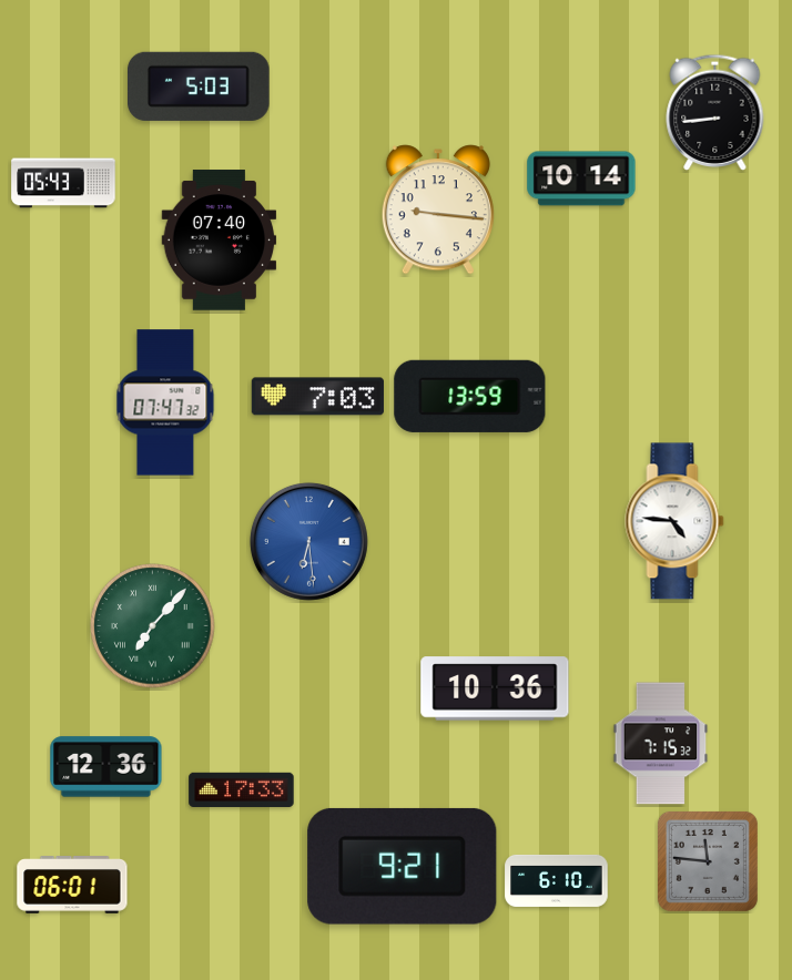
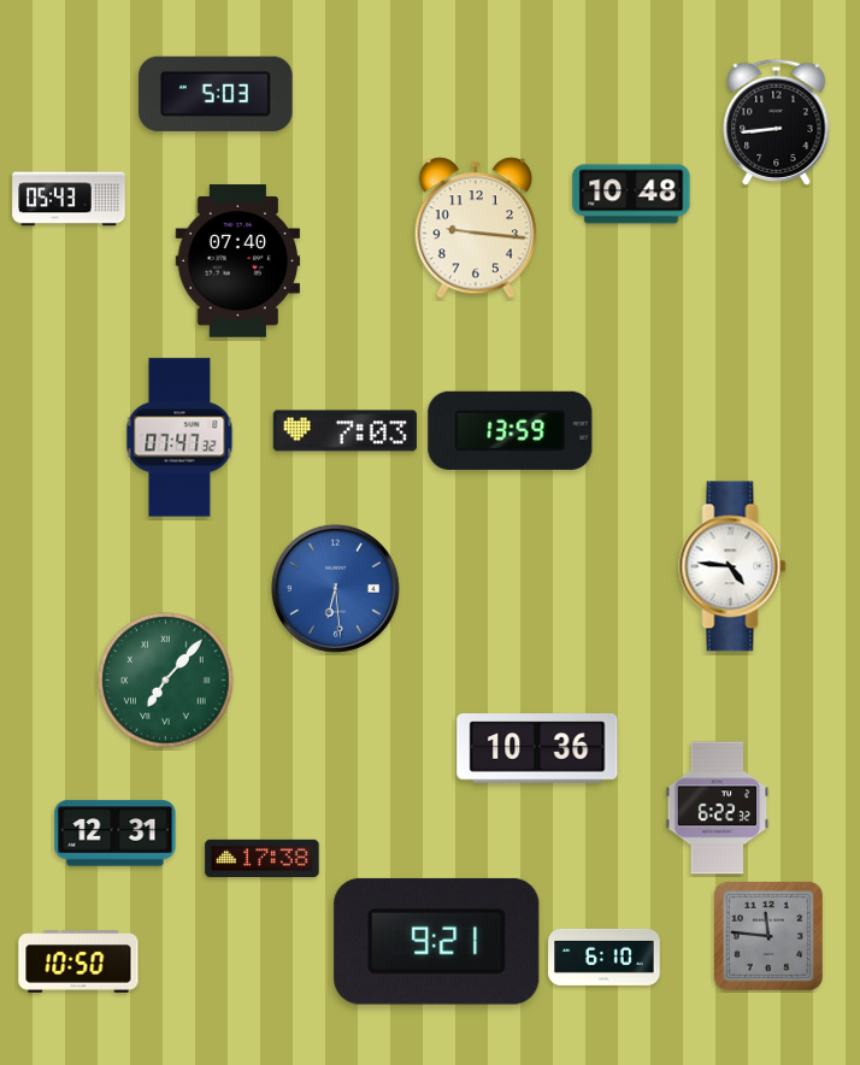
clock at (581, 178): 10:14 -> 10:48
clock at (661, 744): 7:15 -> 6:22
clock at (106, 767): 12:36 -> 12:31
clock at (242, 789): 17:33 -> 17:38
clock at (72, 885): 06:01 -> 10:50
